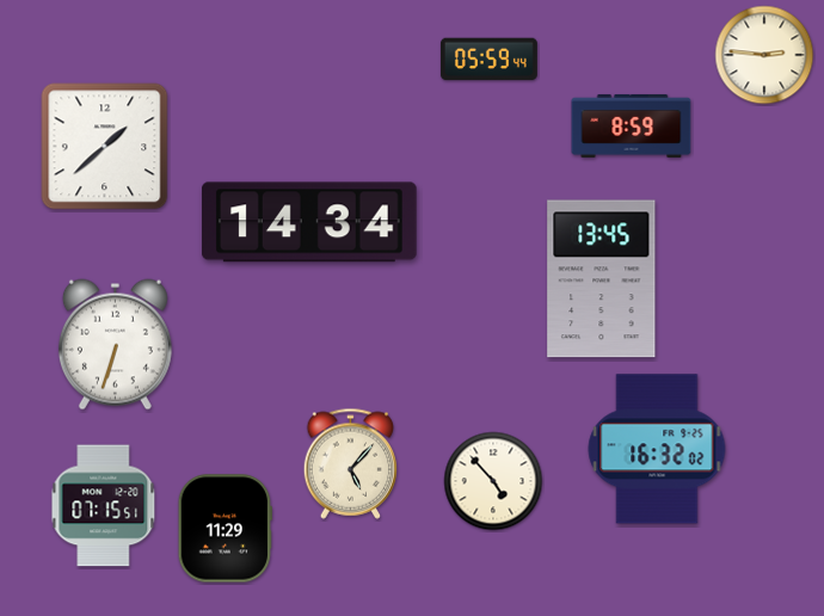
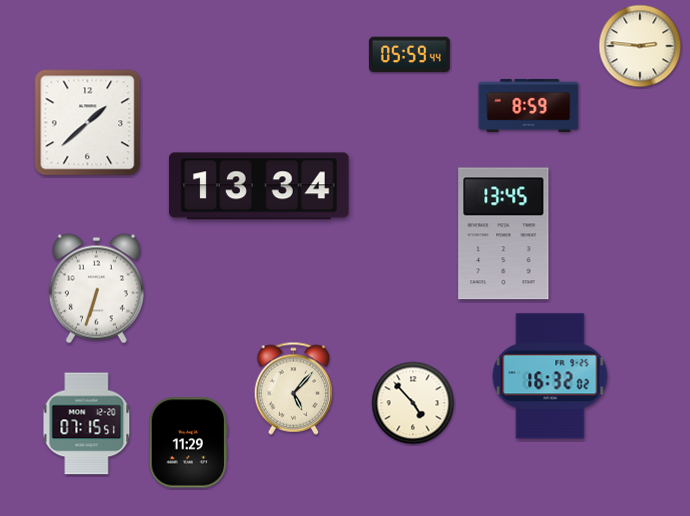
clock at (488, 60) position: (488, 60) -> (409, 55)
clock at (309, 222): 14:34 -> 13:34
